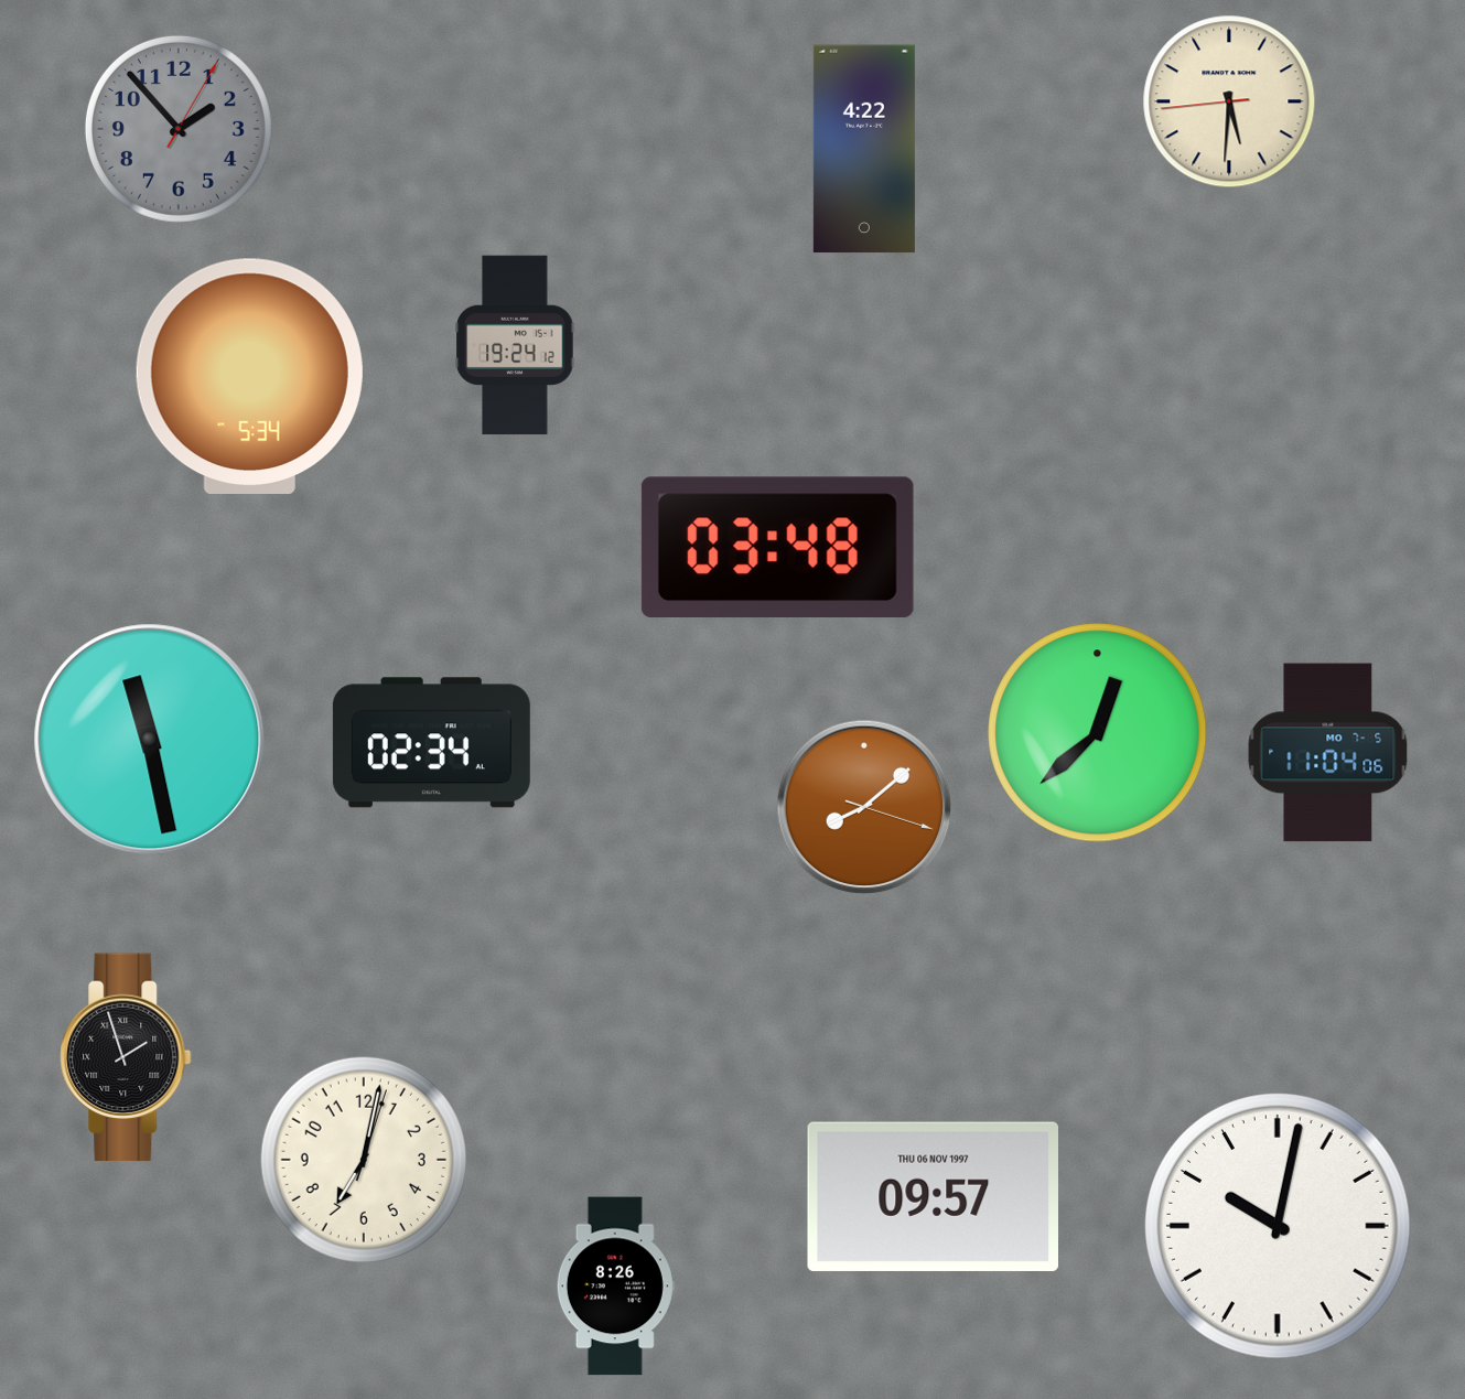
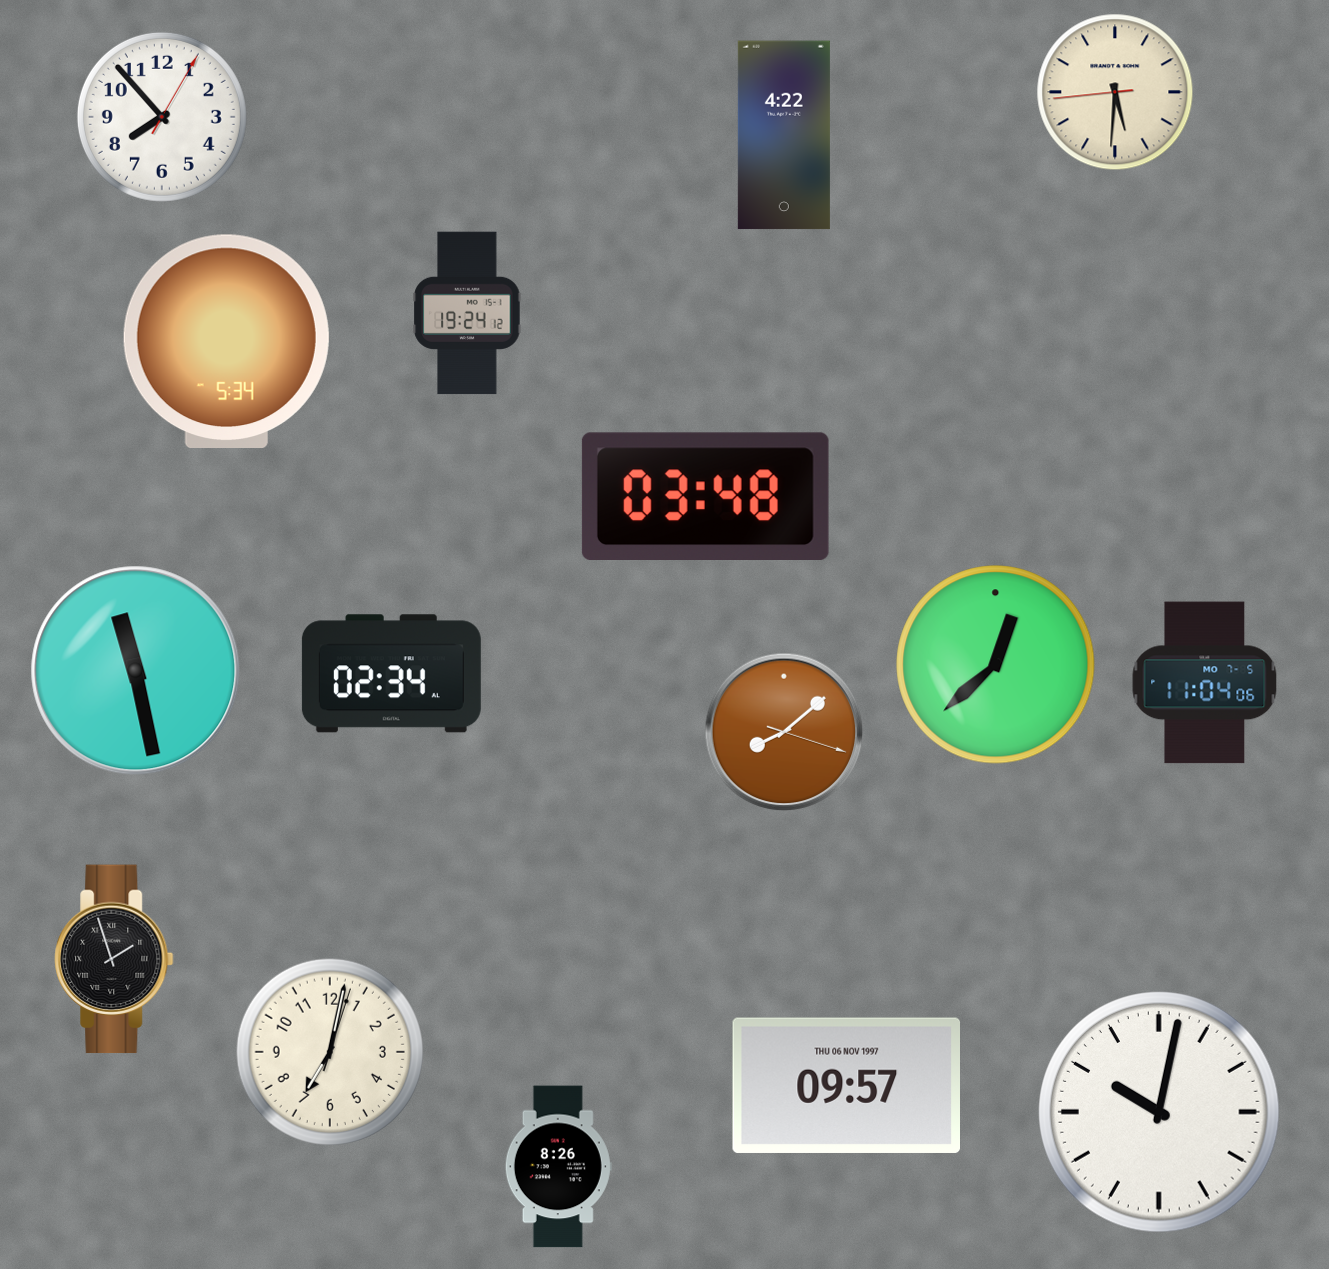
clock at (179, 129): 1:53 -> 7:53
clock at (179, 129) dial: grey -> white
